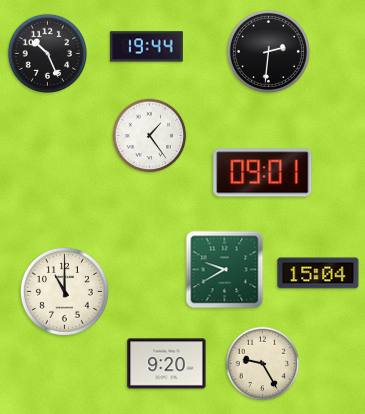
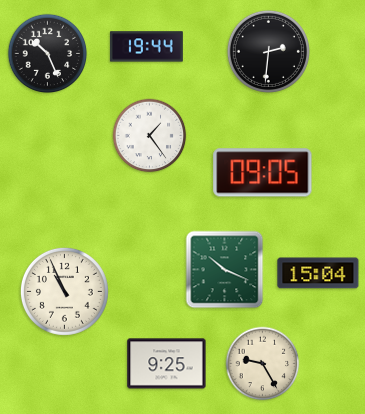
clock at (263, 173): 09:01 -> 09:05
clock at (225, 270): 9:40 -> 10:19
clock at (64, 291): 11:00 -> 10:56
clock at (167, 364): 9:20 -> 9:25
